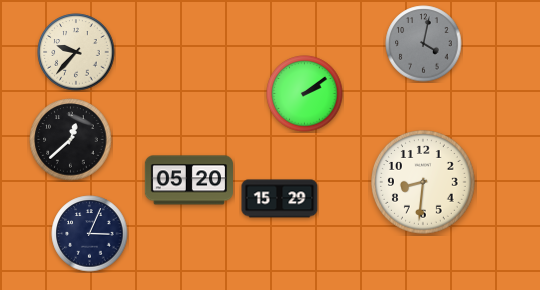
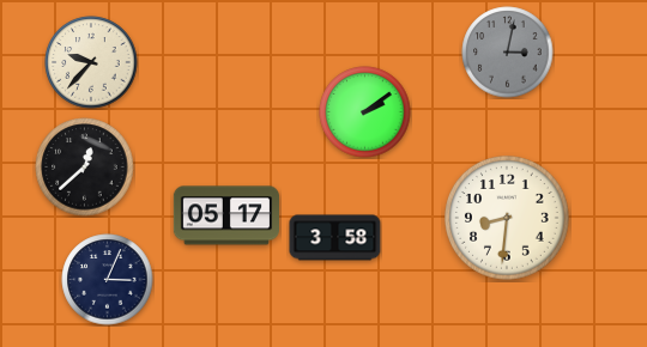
clock at (424, 44): 4:02 -> 3:02
clock at (188, 180): 05:20 -> 05:17
clock at (280, 199): 15:29 -> 3:58
